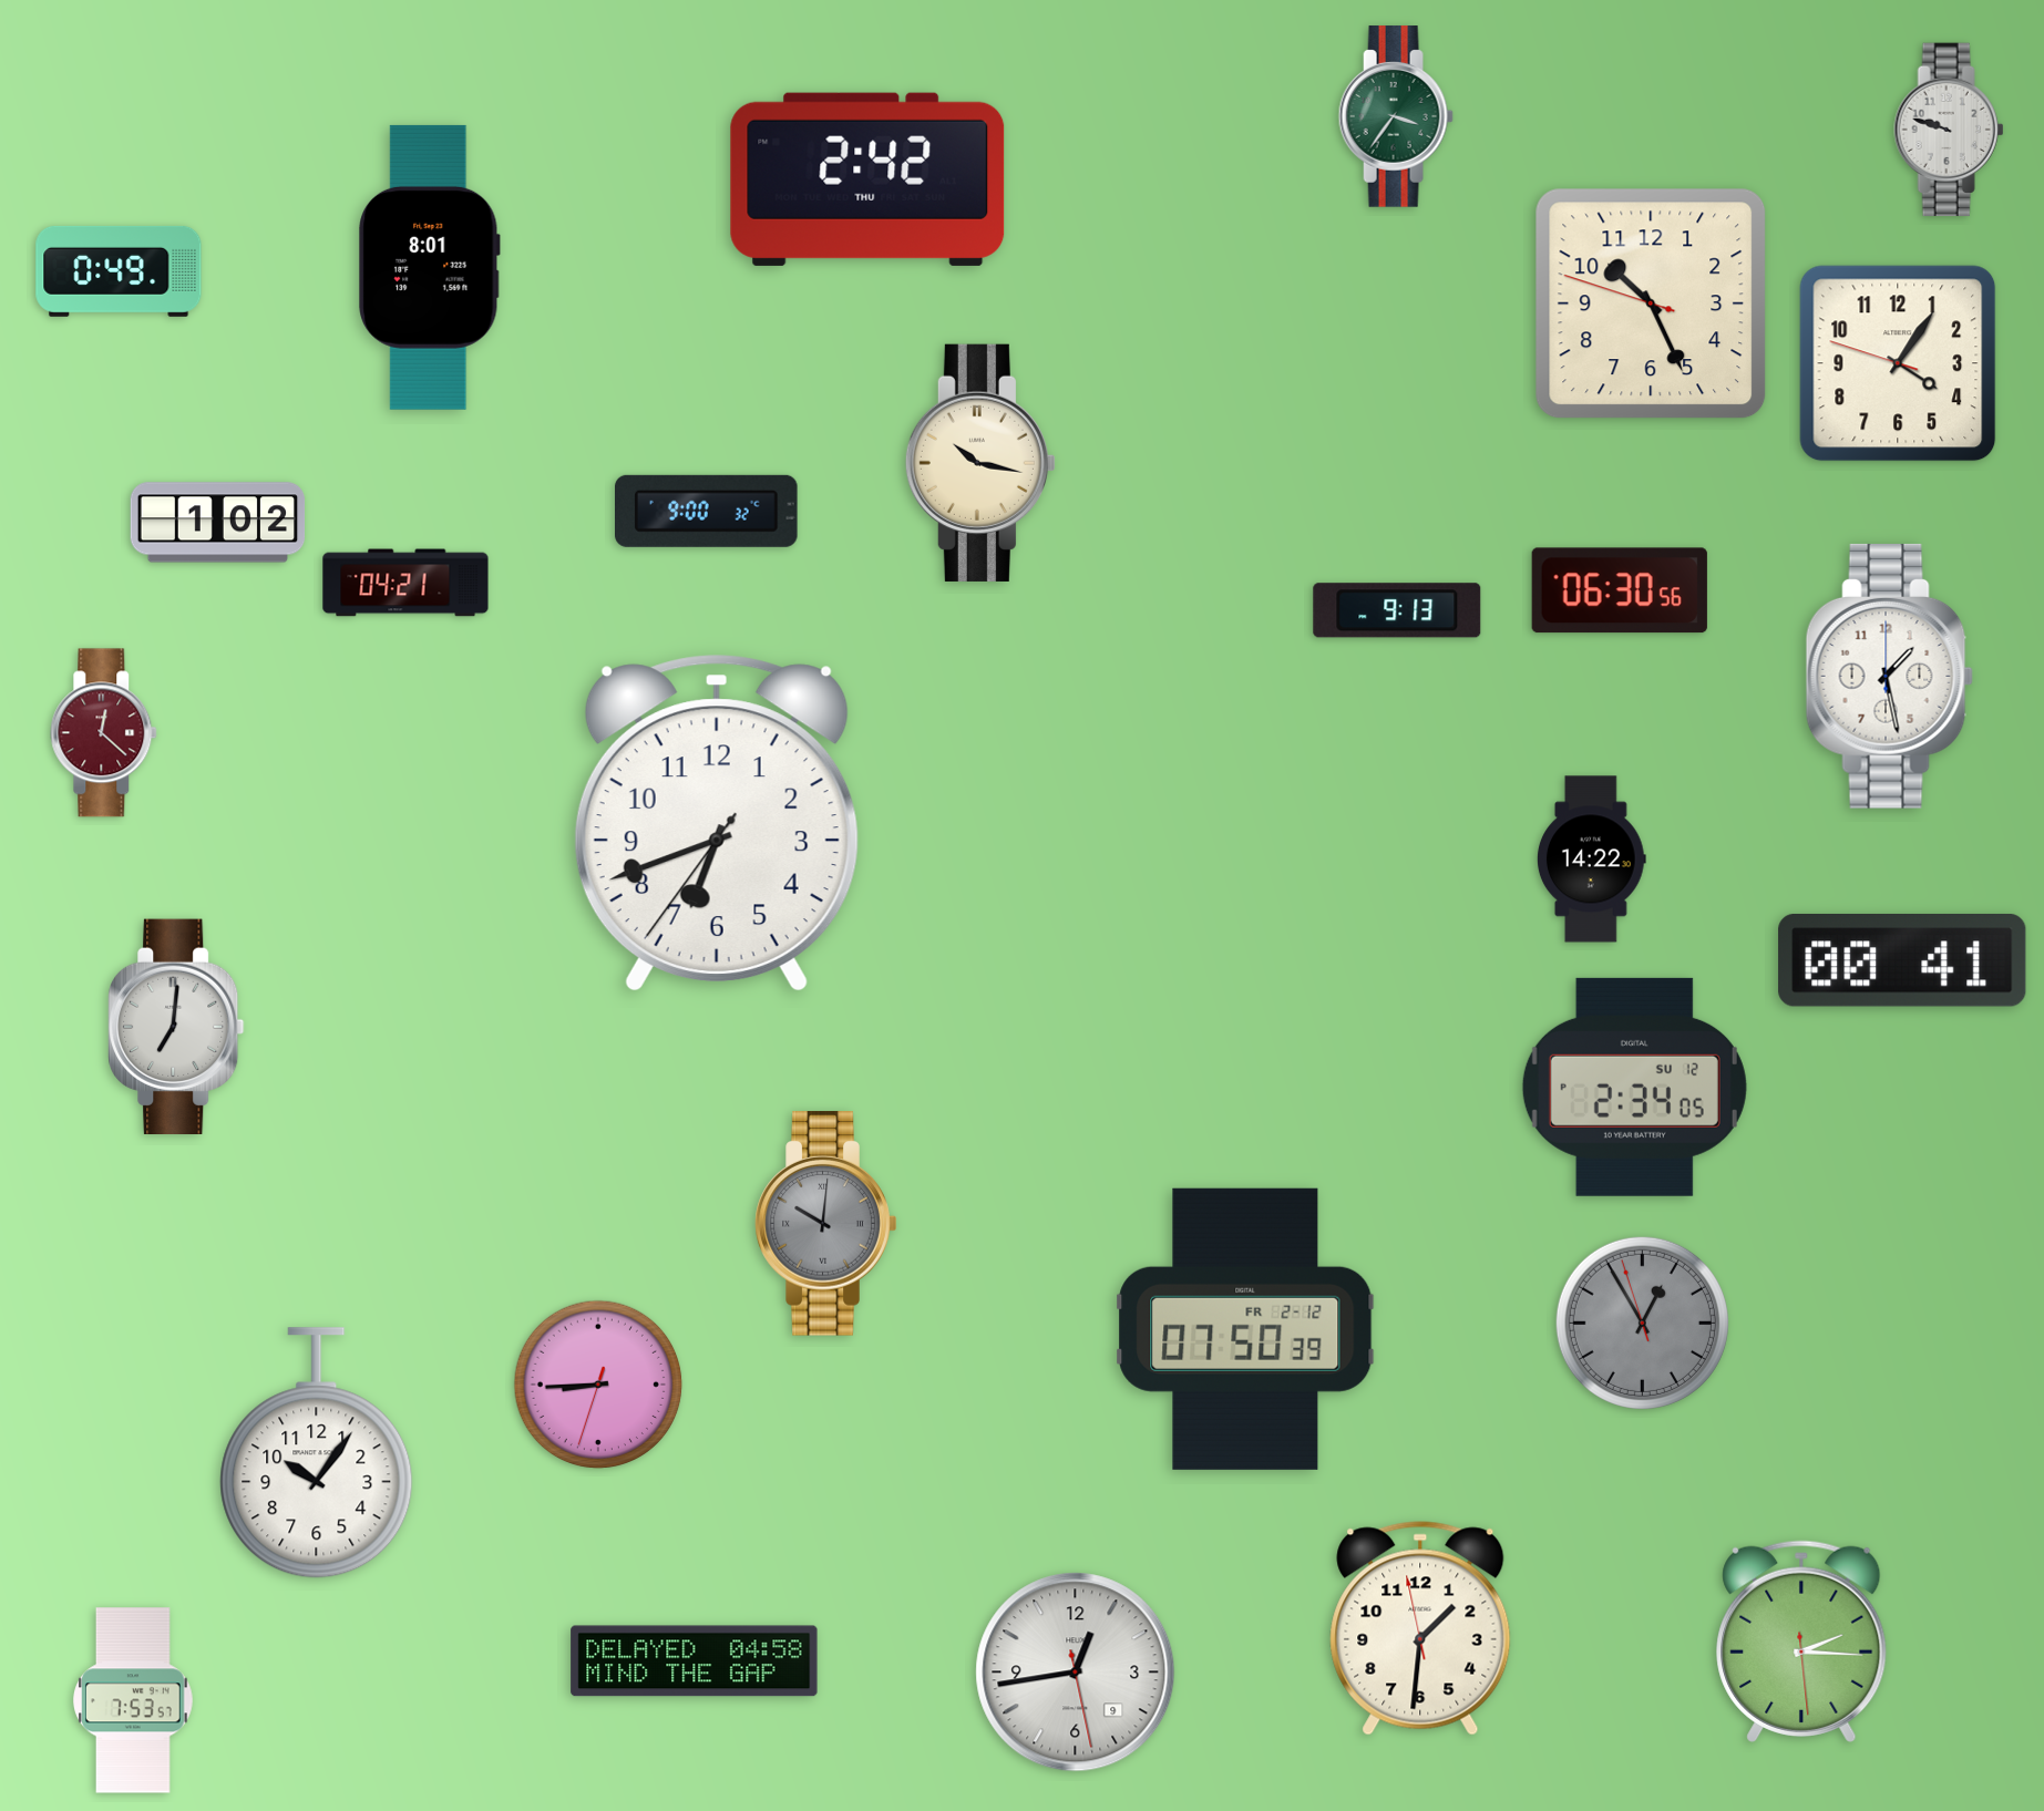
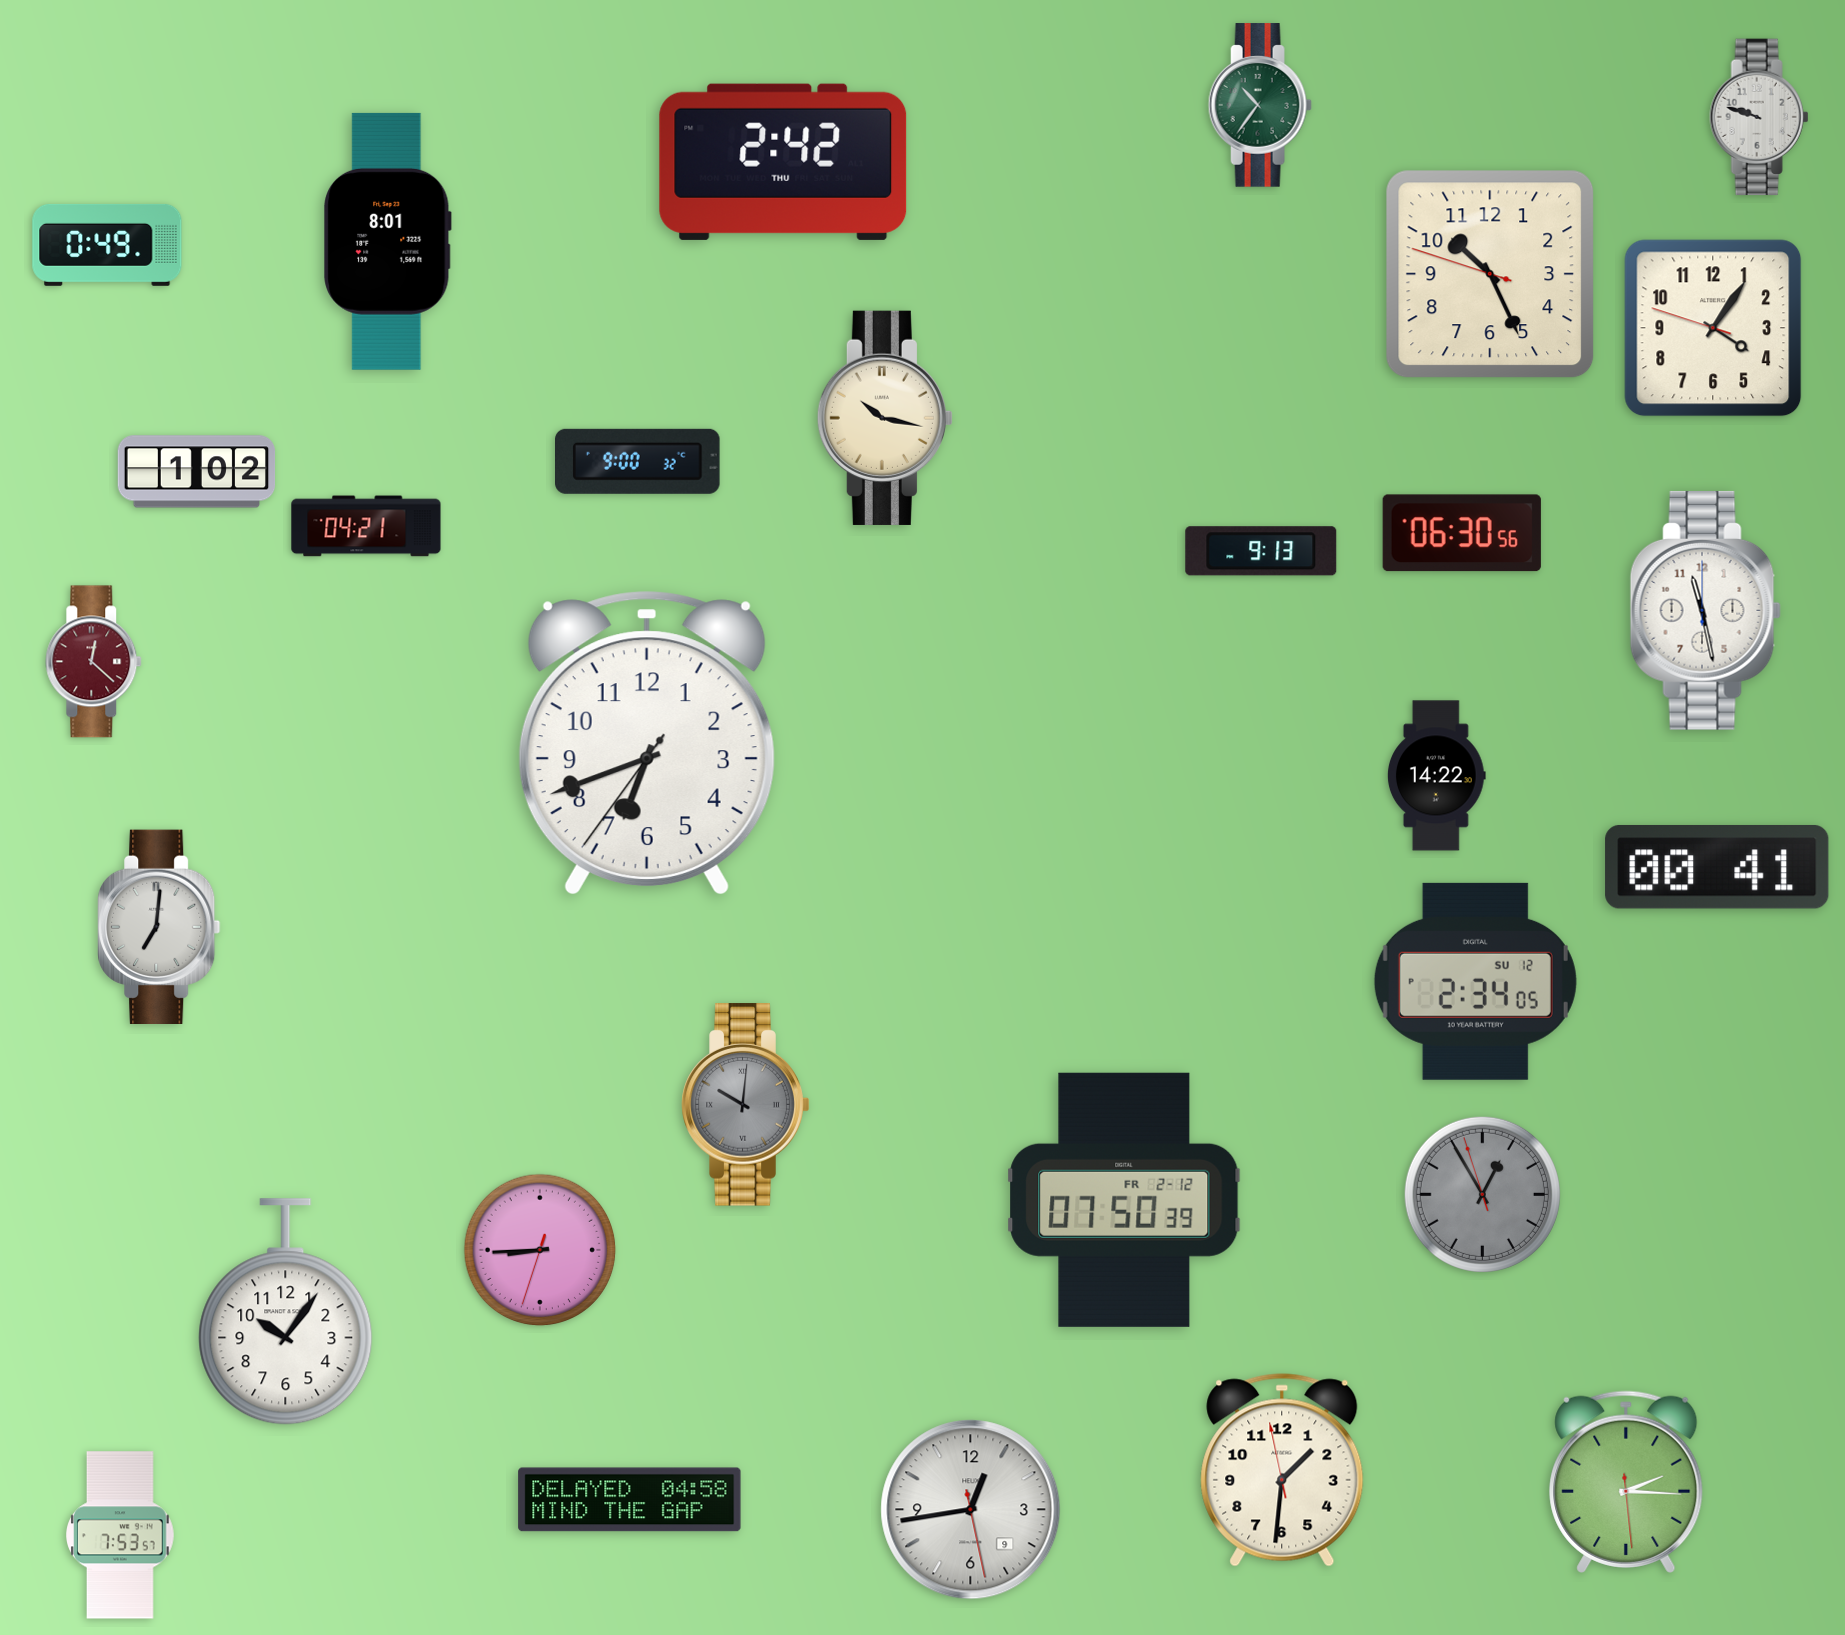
clock at (1396, 116): 3:36 -> 10:36
clock at (1889, 676): 1:28 -> 11:28
clock at (695, 1661) position: (695, 1661) -> (630, 1500)
